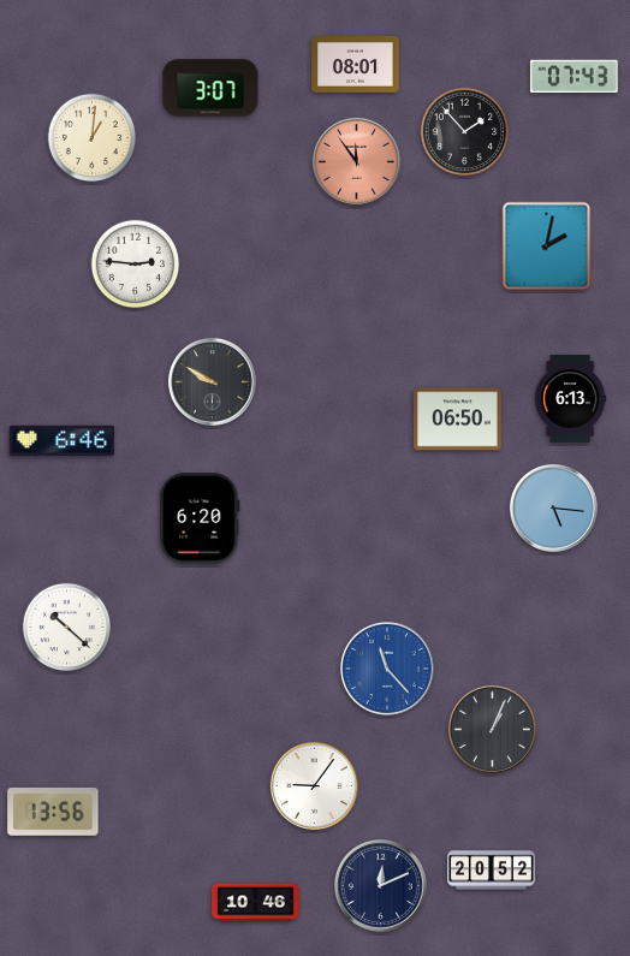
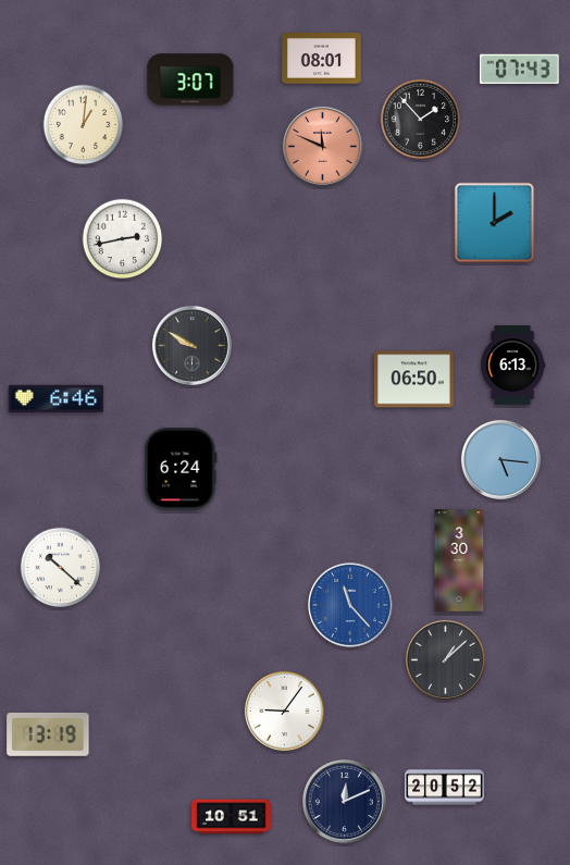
clock at (356, 161): 11:54 -> 11:49
clock at (547, 247): 2:02 -> 2:00
clock at (136, 265): 2:46 -> 2:43
clock at (571, 399) position: (571, 399) -> (513, 366)
clock at (200, 518): 6:20 -> 6:24
clock at (459, 560): none -> 3:30
clock at (492, 729): 1:04 -> 1:08
clock at (53, 812): 13:56 -> 13:19
clock at (256, 903): 10:46 -> 10:51
